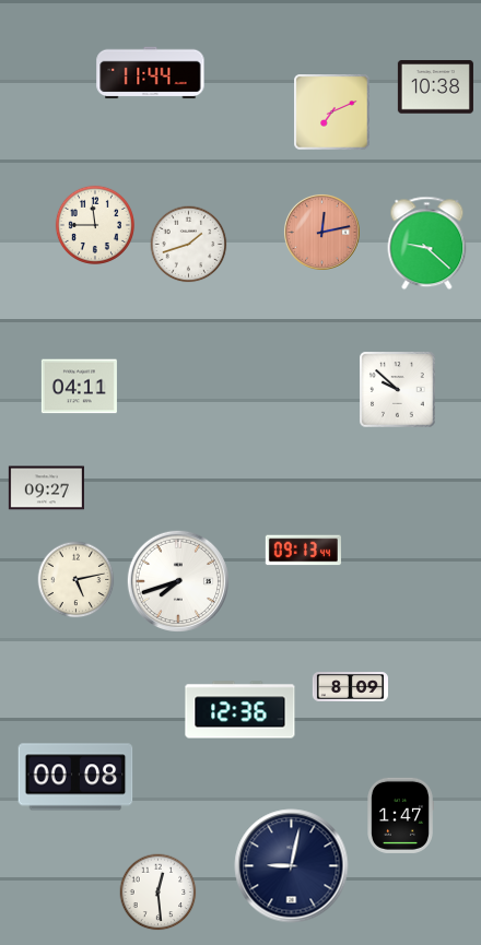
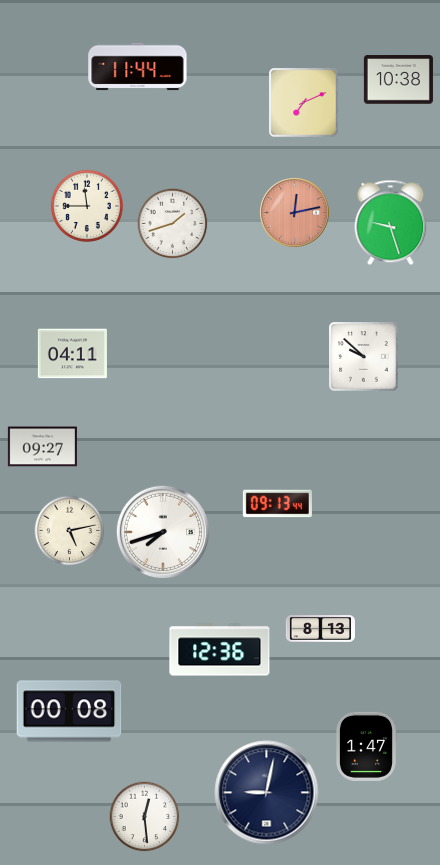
clock at (427, 244): 9:22 -> 9:27
clock at (350, 687): 8:09 -> 8:13
